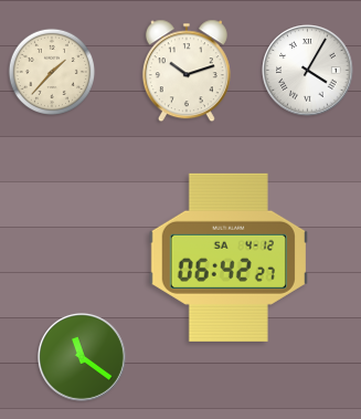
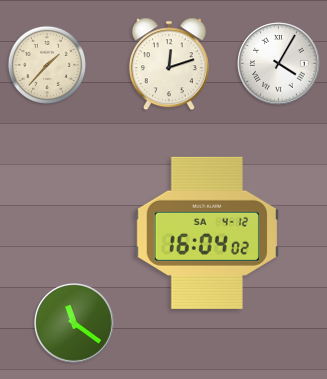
clock at (187, 71): 10:12 -> 12:12
clock at (229, 258): 06:42 -> 16:04
